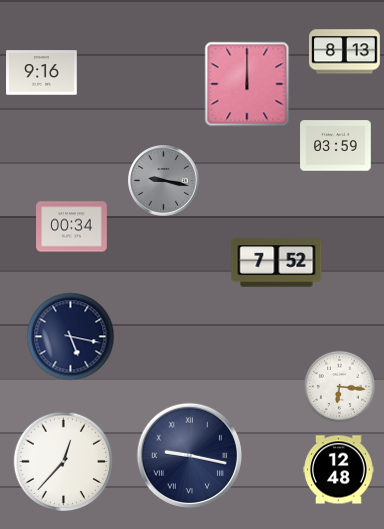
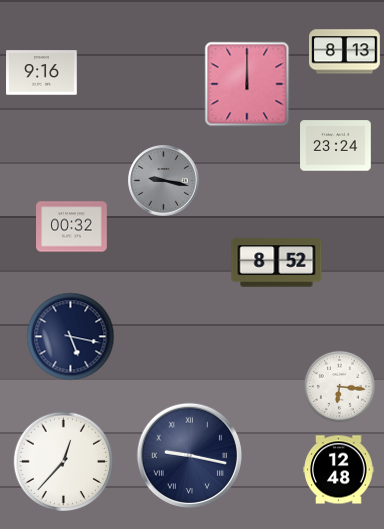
clock at (336, 146): 03:59 -> 23:24
clock at (72, 227): 00:34 -> 00:32
clock at (277, 263): 7:52 -> 8:52
